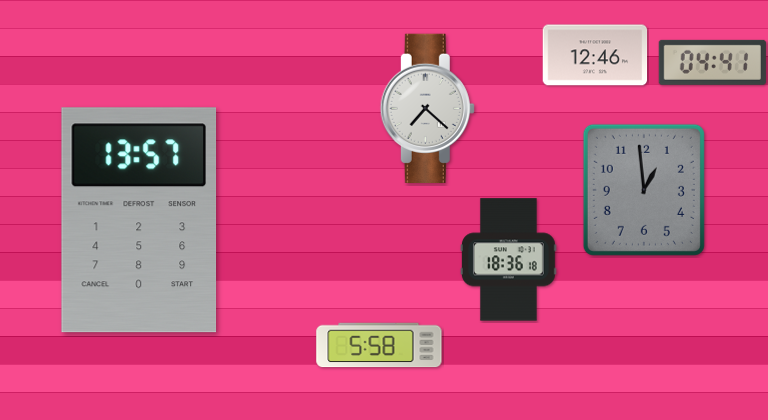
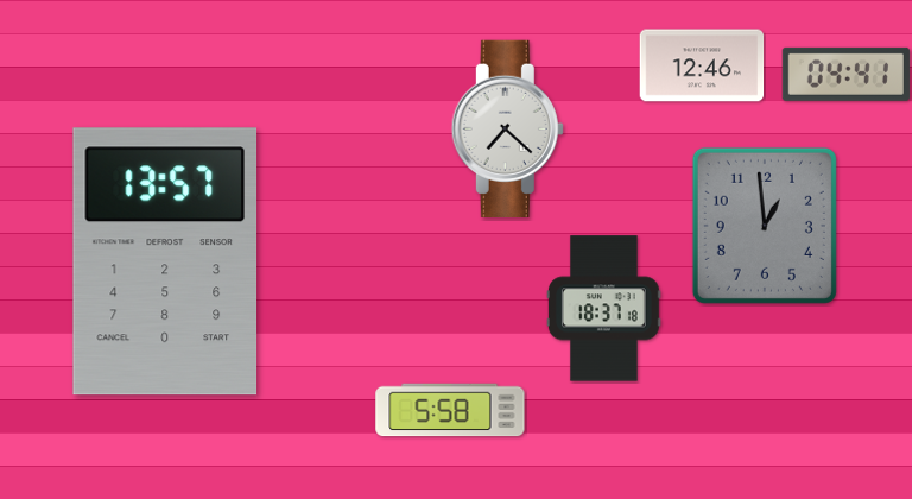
clock at (595, 55) position: (595, 55) -> (702, 65)
clock at (508, 260): 18:36 -> 18:37
